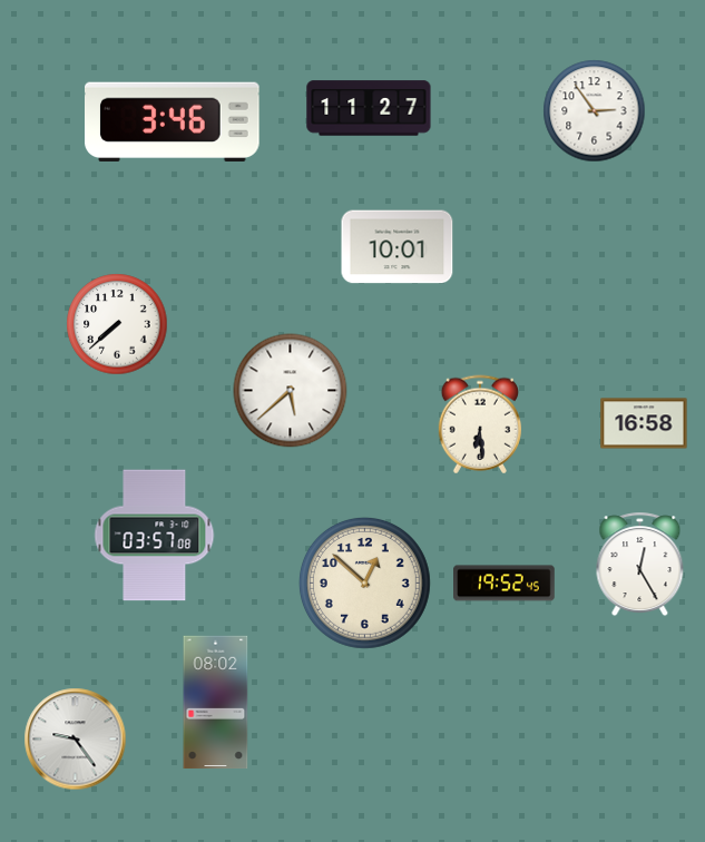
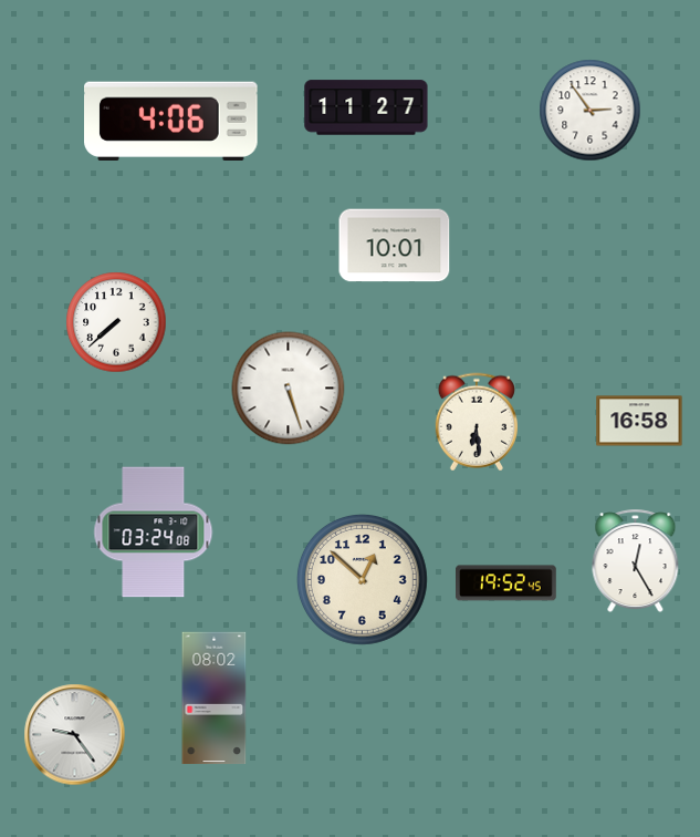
clock at (173, 121): 3:46 -> 4:06
clock at (291, 391): 5:38 -> 5:27
clock at (155, 536): 03:57 -> 03:24
clock at (505, 584) position: (505, 584) -> (506, 583)
